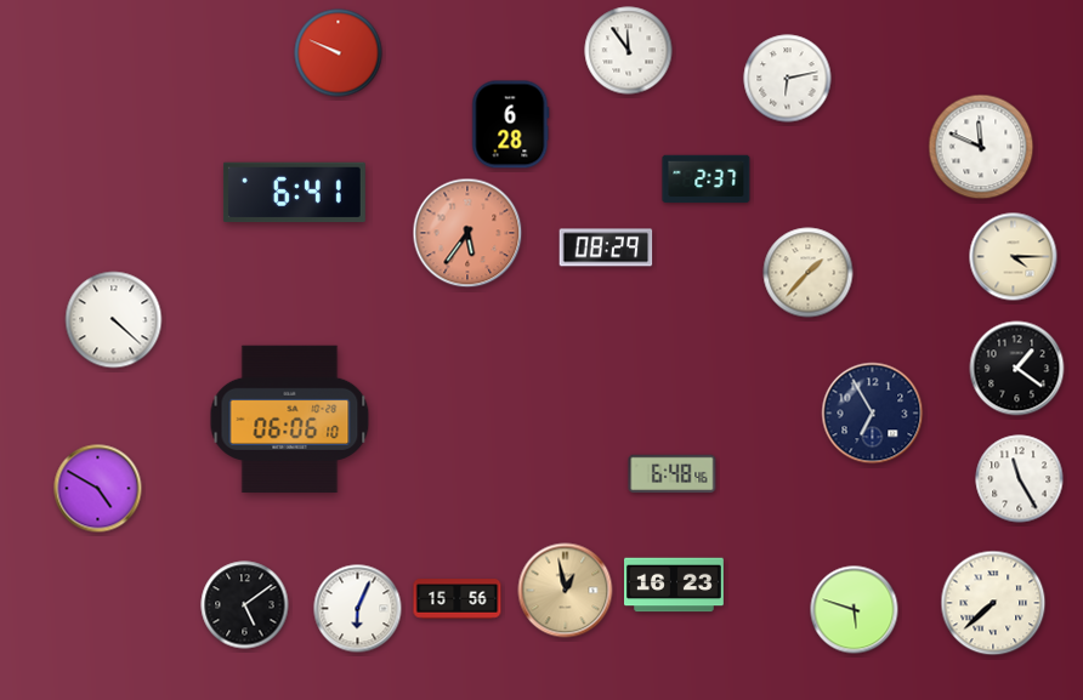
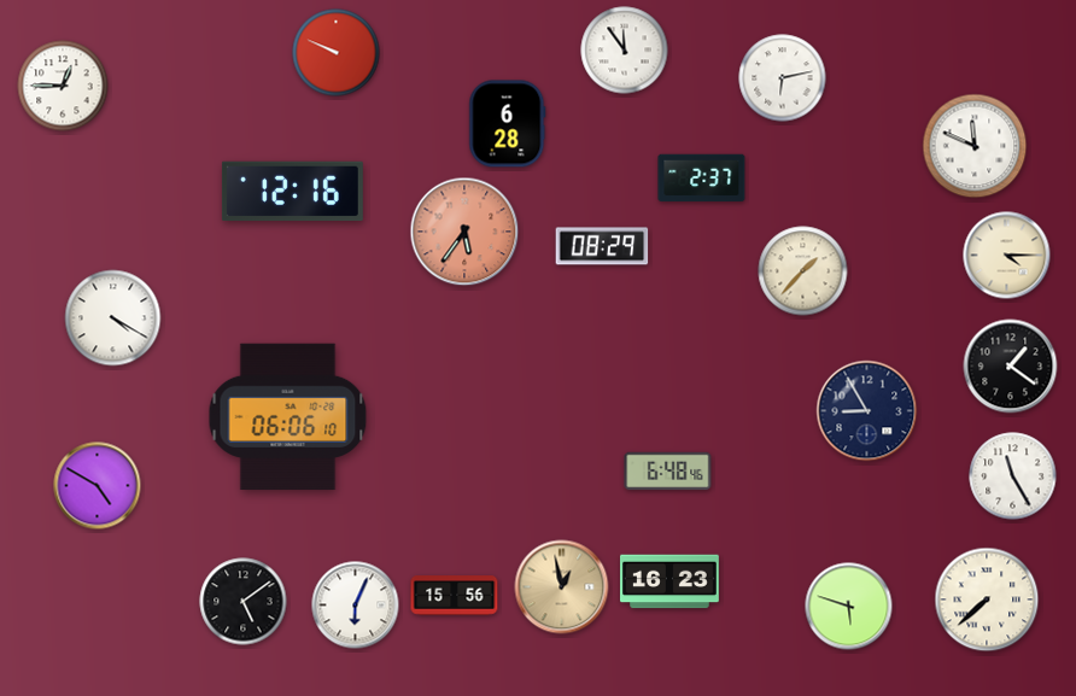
clock at (63, 86): none -> 12:45
clock at (294, 193): 6:41 -> 12:16
clock at (114, 320): 4:22 -> 4:20
clock at (873, 414): 6:55 -> 8:55
